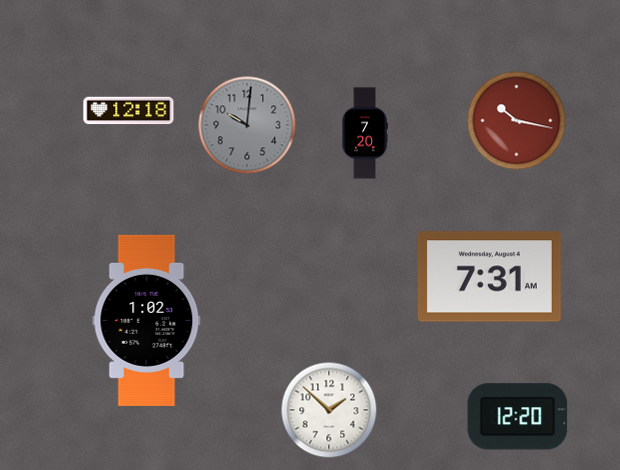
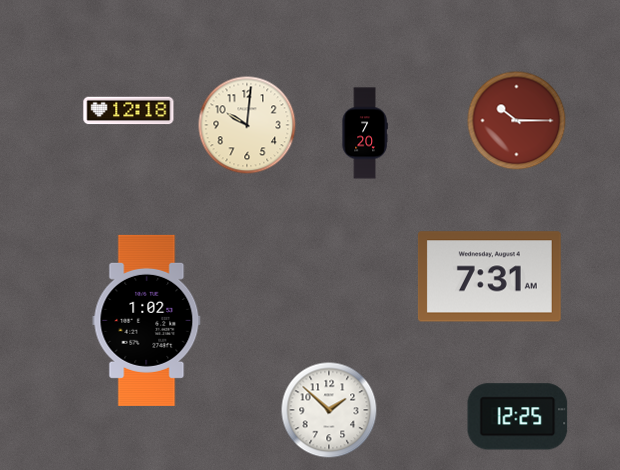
clock at (517, 121): 10:17 -> 10:15
clock at (247, 125) dial: grey -> cream
clock at (518, 417): 12:20 -> 12:25
